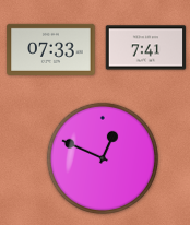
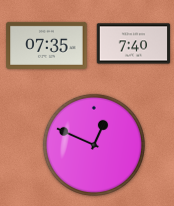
clock at (146, 48): 7:41 -> 7:40
clock at (51, 49): 07:33 -> 07:35
